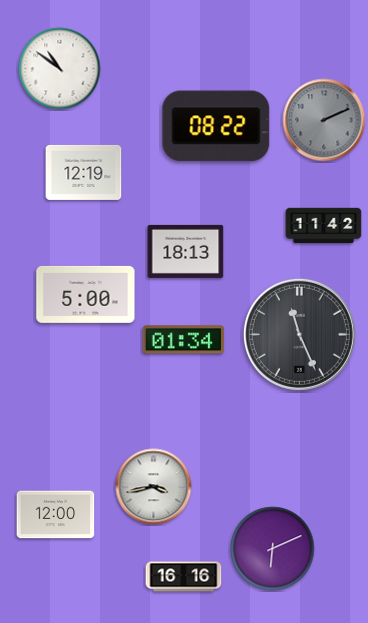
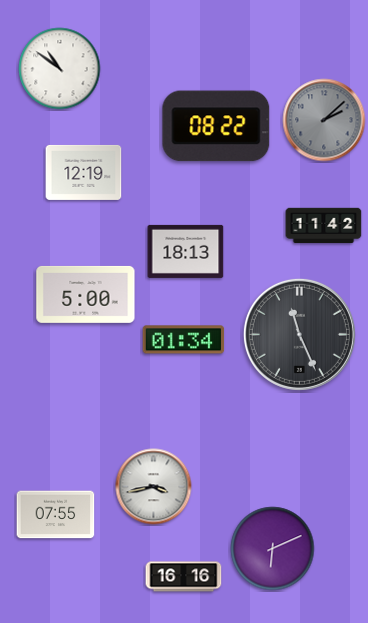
clock at (324, 120): 2:11 -> 2:08
clock at (56, 515): 12:00 -> 07:55
